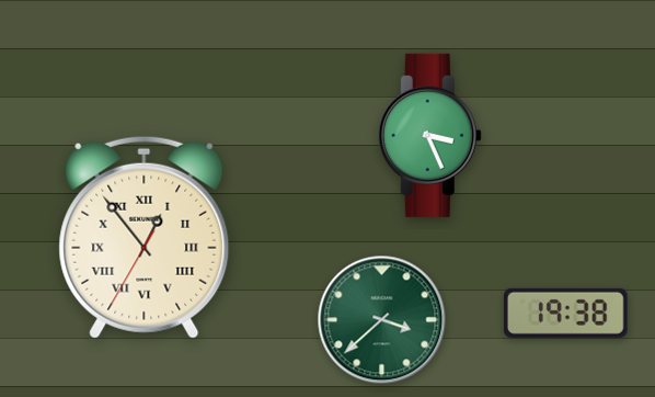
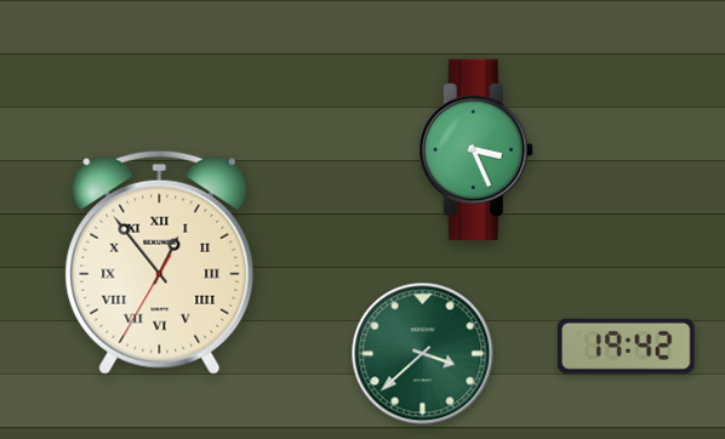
clock at (566, 313): 19:38 -> 19:42
